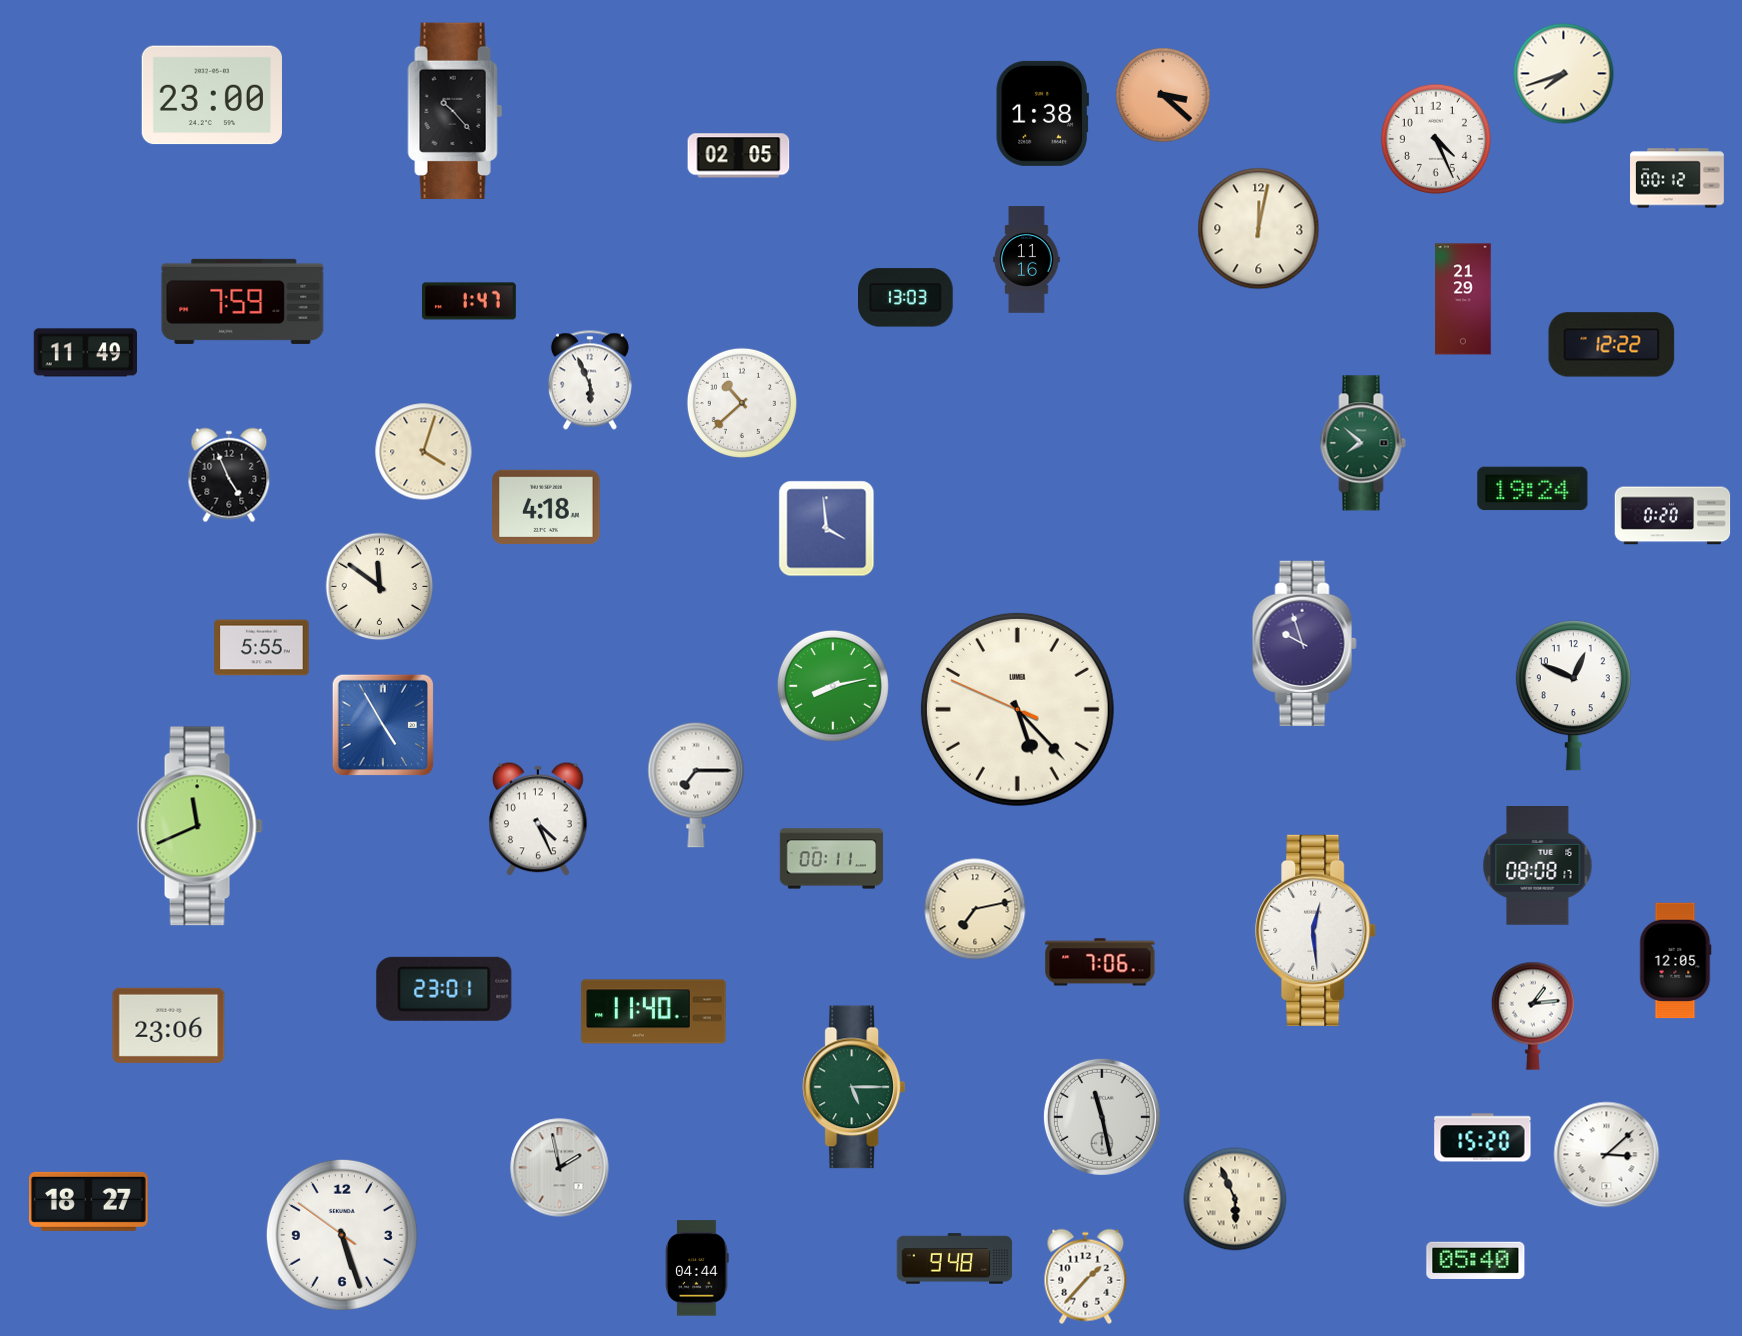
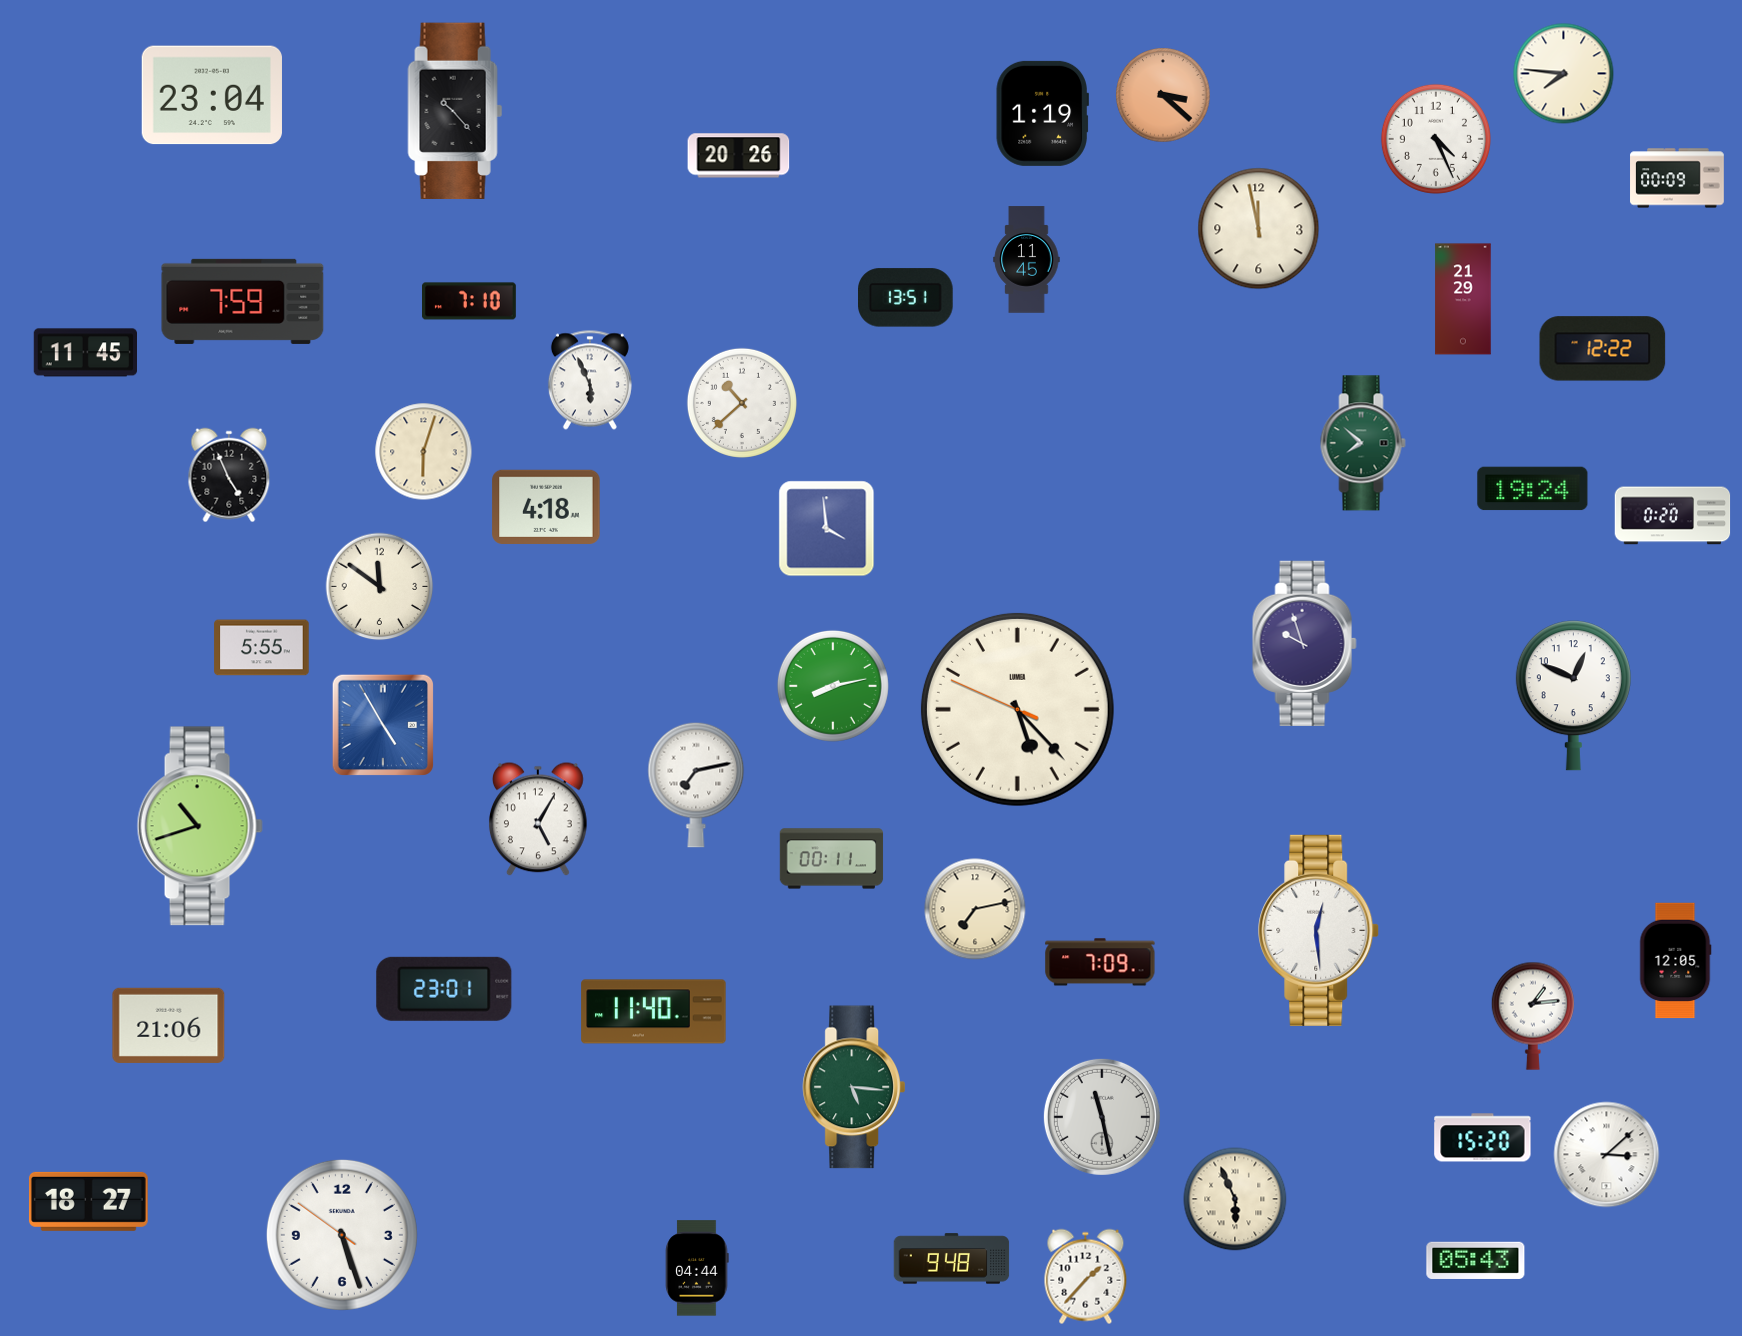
clock at (1564, 74): 7:42 -> 7:46
clock at (212, 95): 23:00 -> 23:04
clock at (1042, 113): 1:38 -> 1:19
clock at (739, 156): 02:05 -> 20:26
clock at (1677, 178): 00:12 -> 00:09
clock at (1259, 229): 12:02 -> 11:58
clock at (1027, 260): 11:16 -> 11:45
clock at (906, 298): 13:03 -> 13:51
clock at (470, 301): 1:47 -> 7:10
clock at (1612, 345) position: (1612, 345) -> (1603, 349)
clock at (85, 353): 11:49 -> 11:45
clock at (424, 452): 4:03 -> 6:03
clock at (696, 785): 7:15 -> 7:13
clock at (538, 819): 4:26 -> 5:05
clock at (200, 826): 11:41 -> 10:42
clock at (1538, 866): 08:08 -> none
clock at (1316, 930) position: (1316, 930) -> (1319, 930)
clock at (1100, 962): 7:06 -> 7:09
clock at (169, 1025): 23:06 -> 21:06
clock at (853, 1087): 5:15 -> 5:16
clock at (560, 1168): 1:58 -> none
clock at (955, 1259) position: (955, 1259) -> (952, 1259)
clock at (1476, 1260): 05:40 -> 05:43
